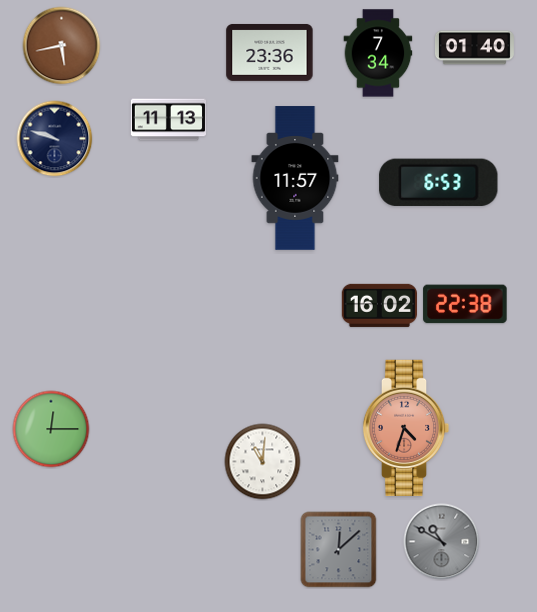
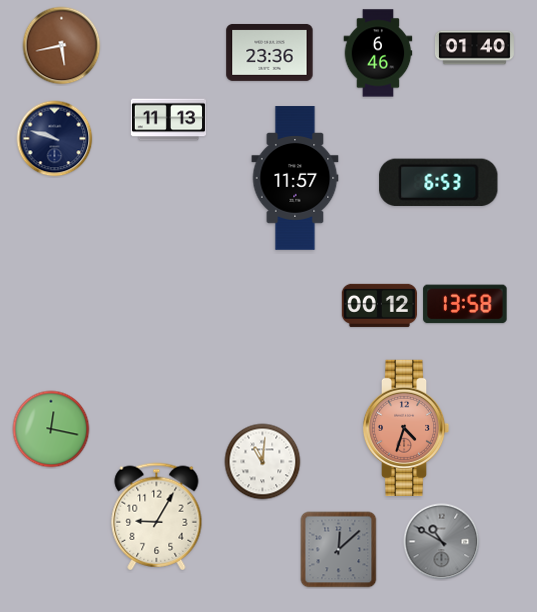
clock at (378, 53): 7:34 -> 6:46
clock at (465, 304): 22:38 -> 13:58
clock at (379, 305): 16:02 -> 00:12
clock at (51, 429): 12:15 -> 12:17
clock at (157, 517): none -> 9:05
